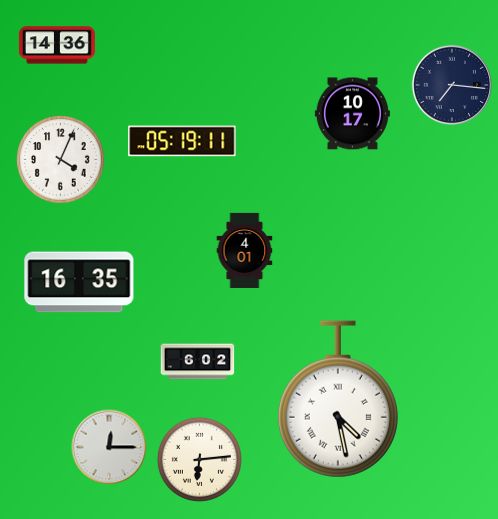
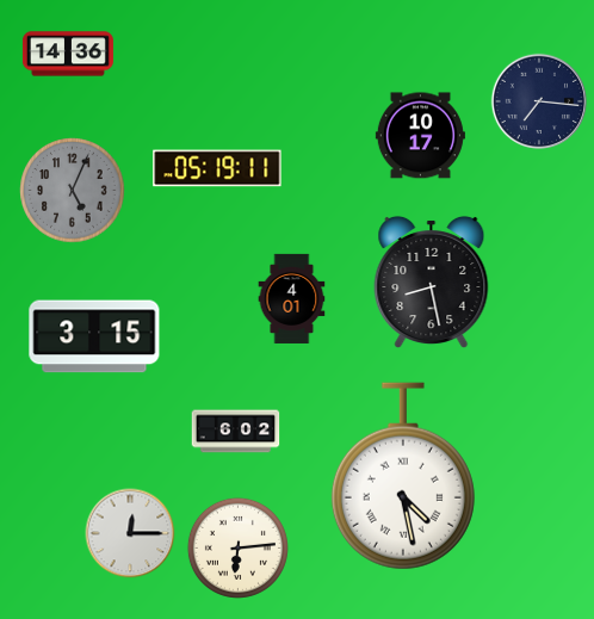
clock at (61, 160): 4:04 -> 5:04
clock at (61, 160) dial: white -> grey
clock at (432, 283): none -> 8:28
clock at (79, 282): 16:35 -> 3:15
